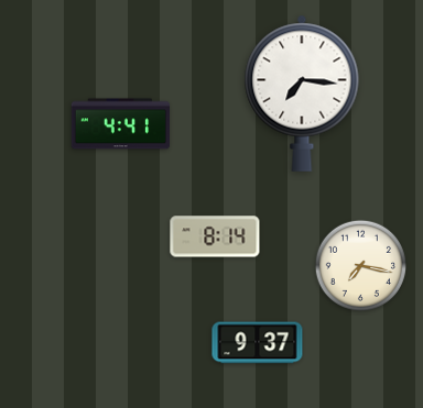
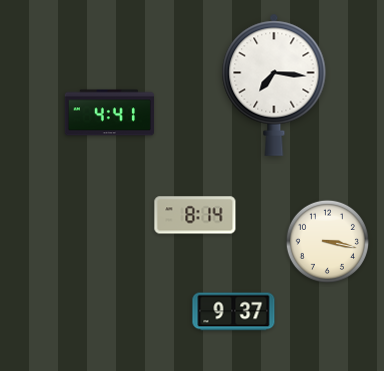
clock at (360, 265): 7:17 -> 3:17
